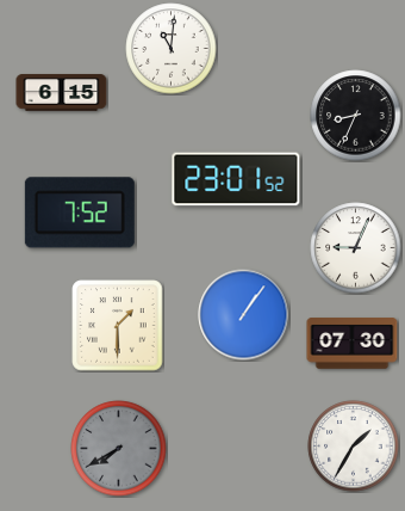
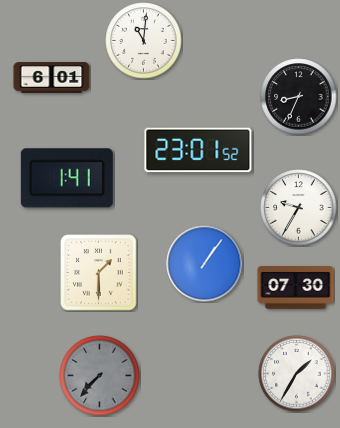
clock at (62, 93): 6:15 -> 6:01
clock at (80, 213): 7:52 -> 1:41
clock at (356, 248): 9:04 -> 9:35
clock at (119, 449): 7:40 -> 7:37
